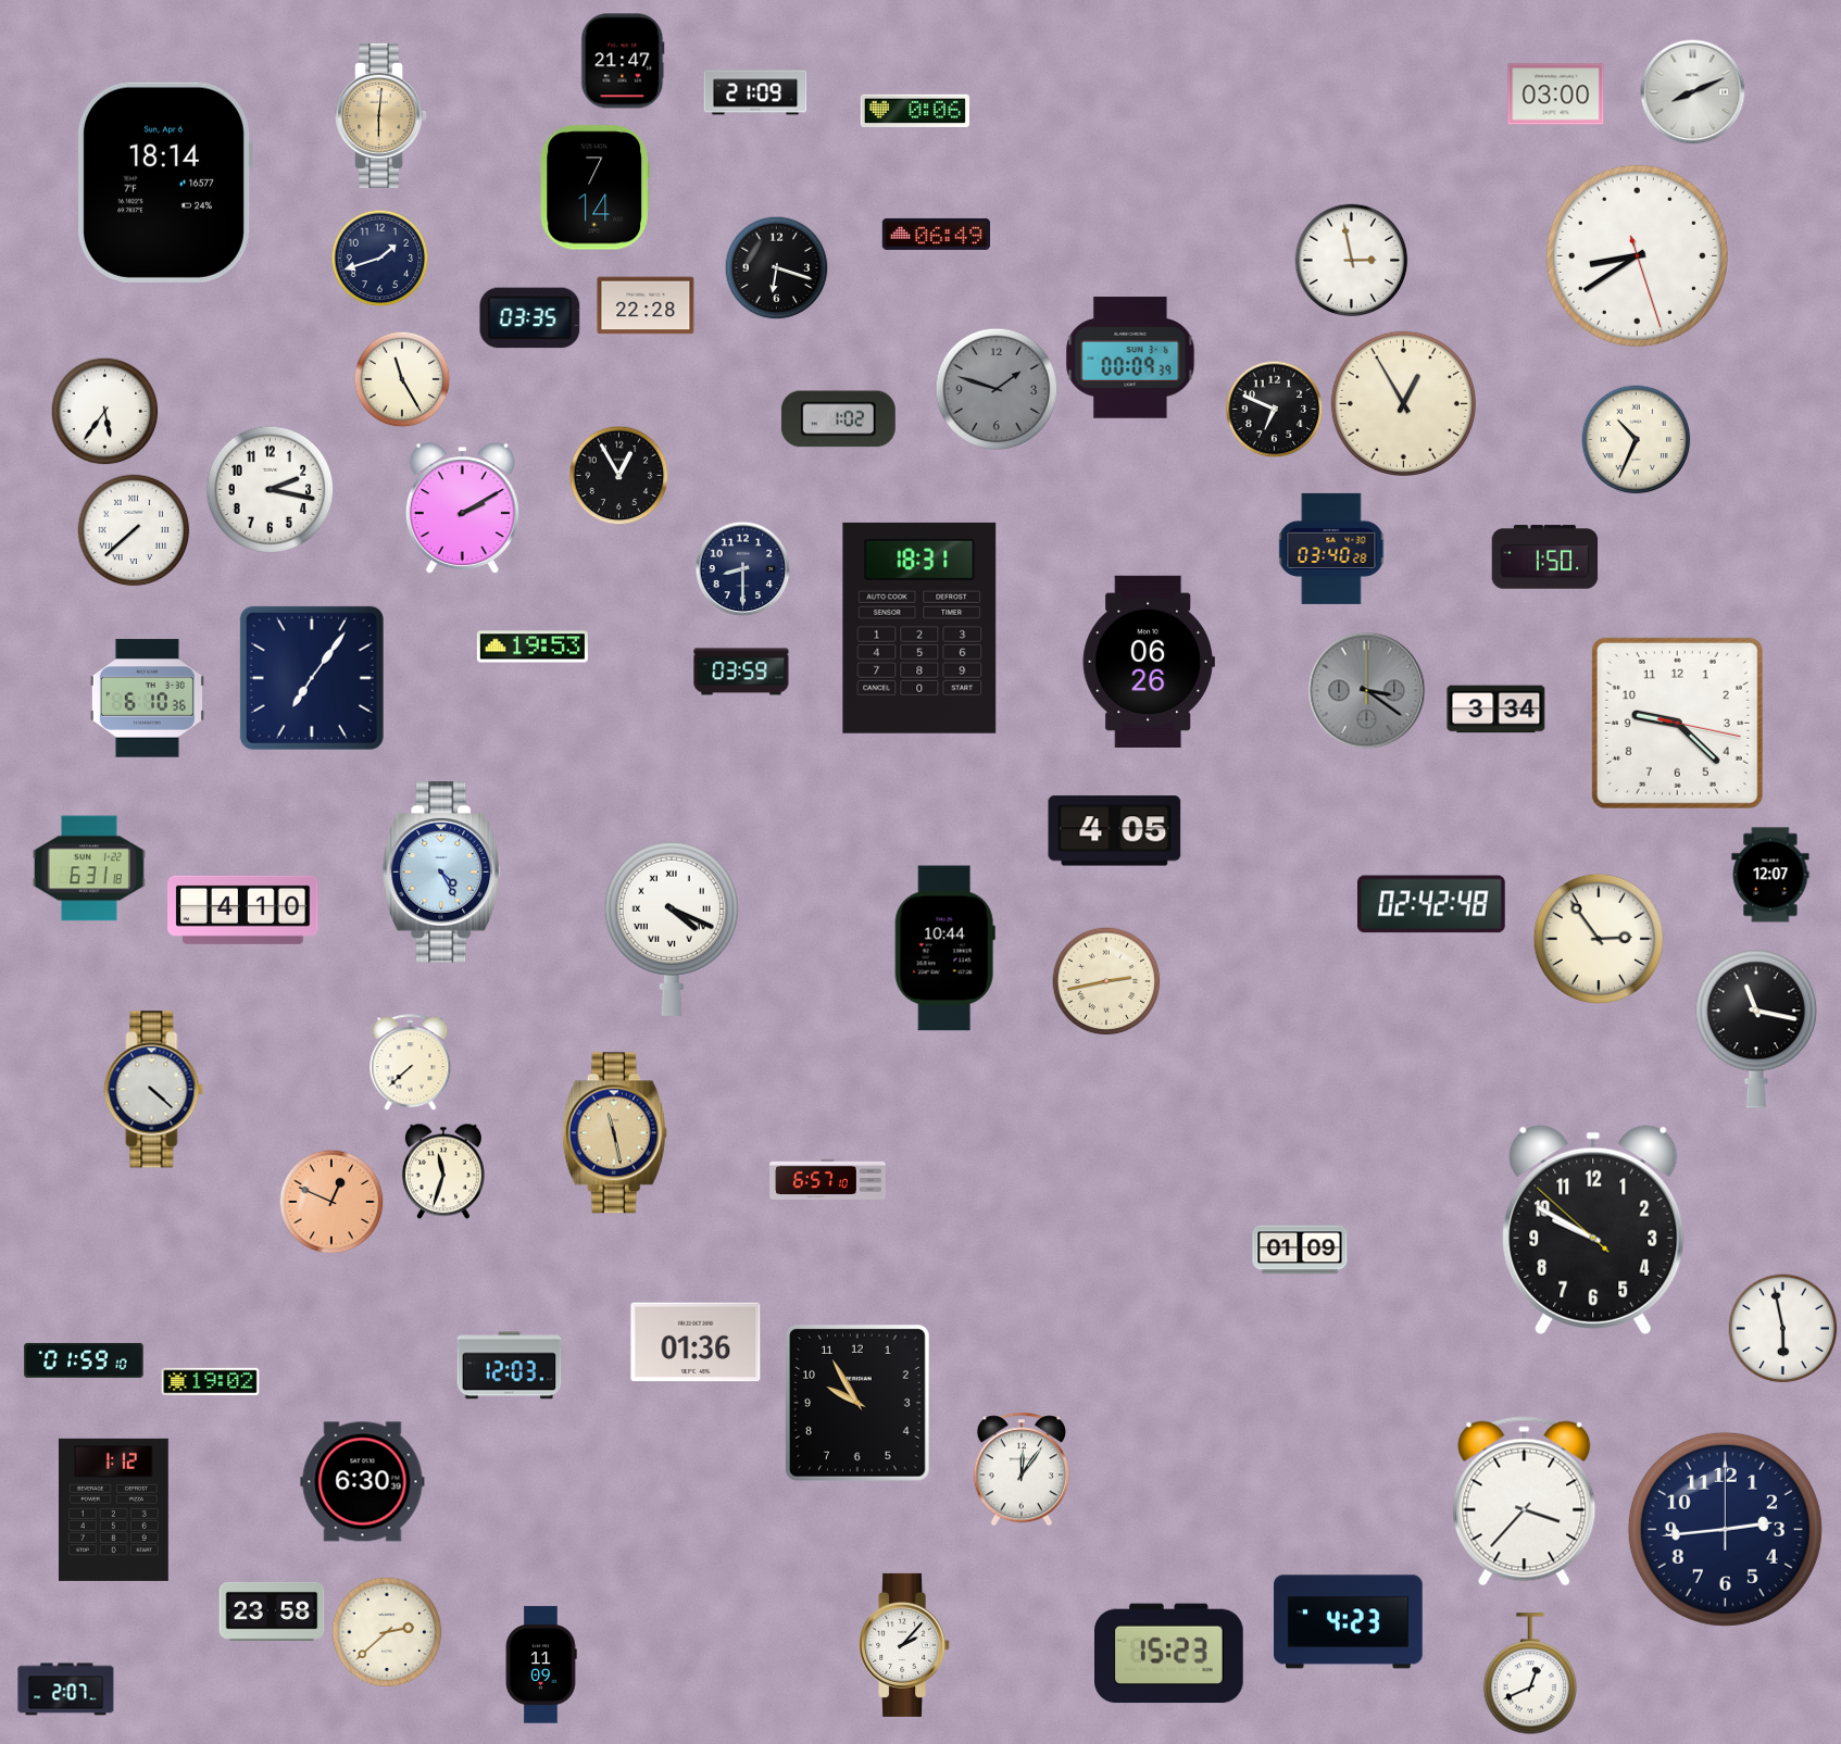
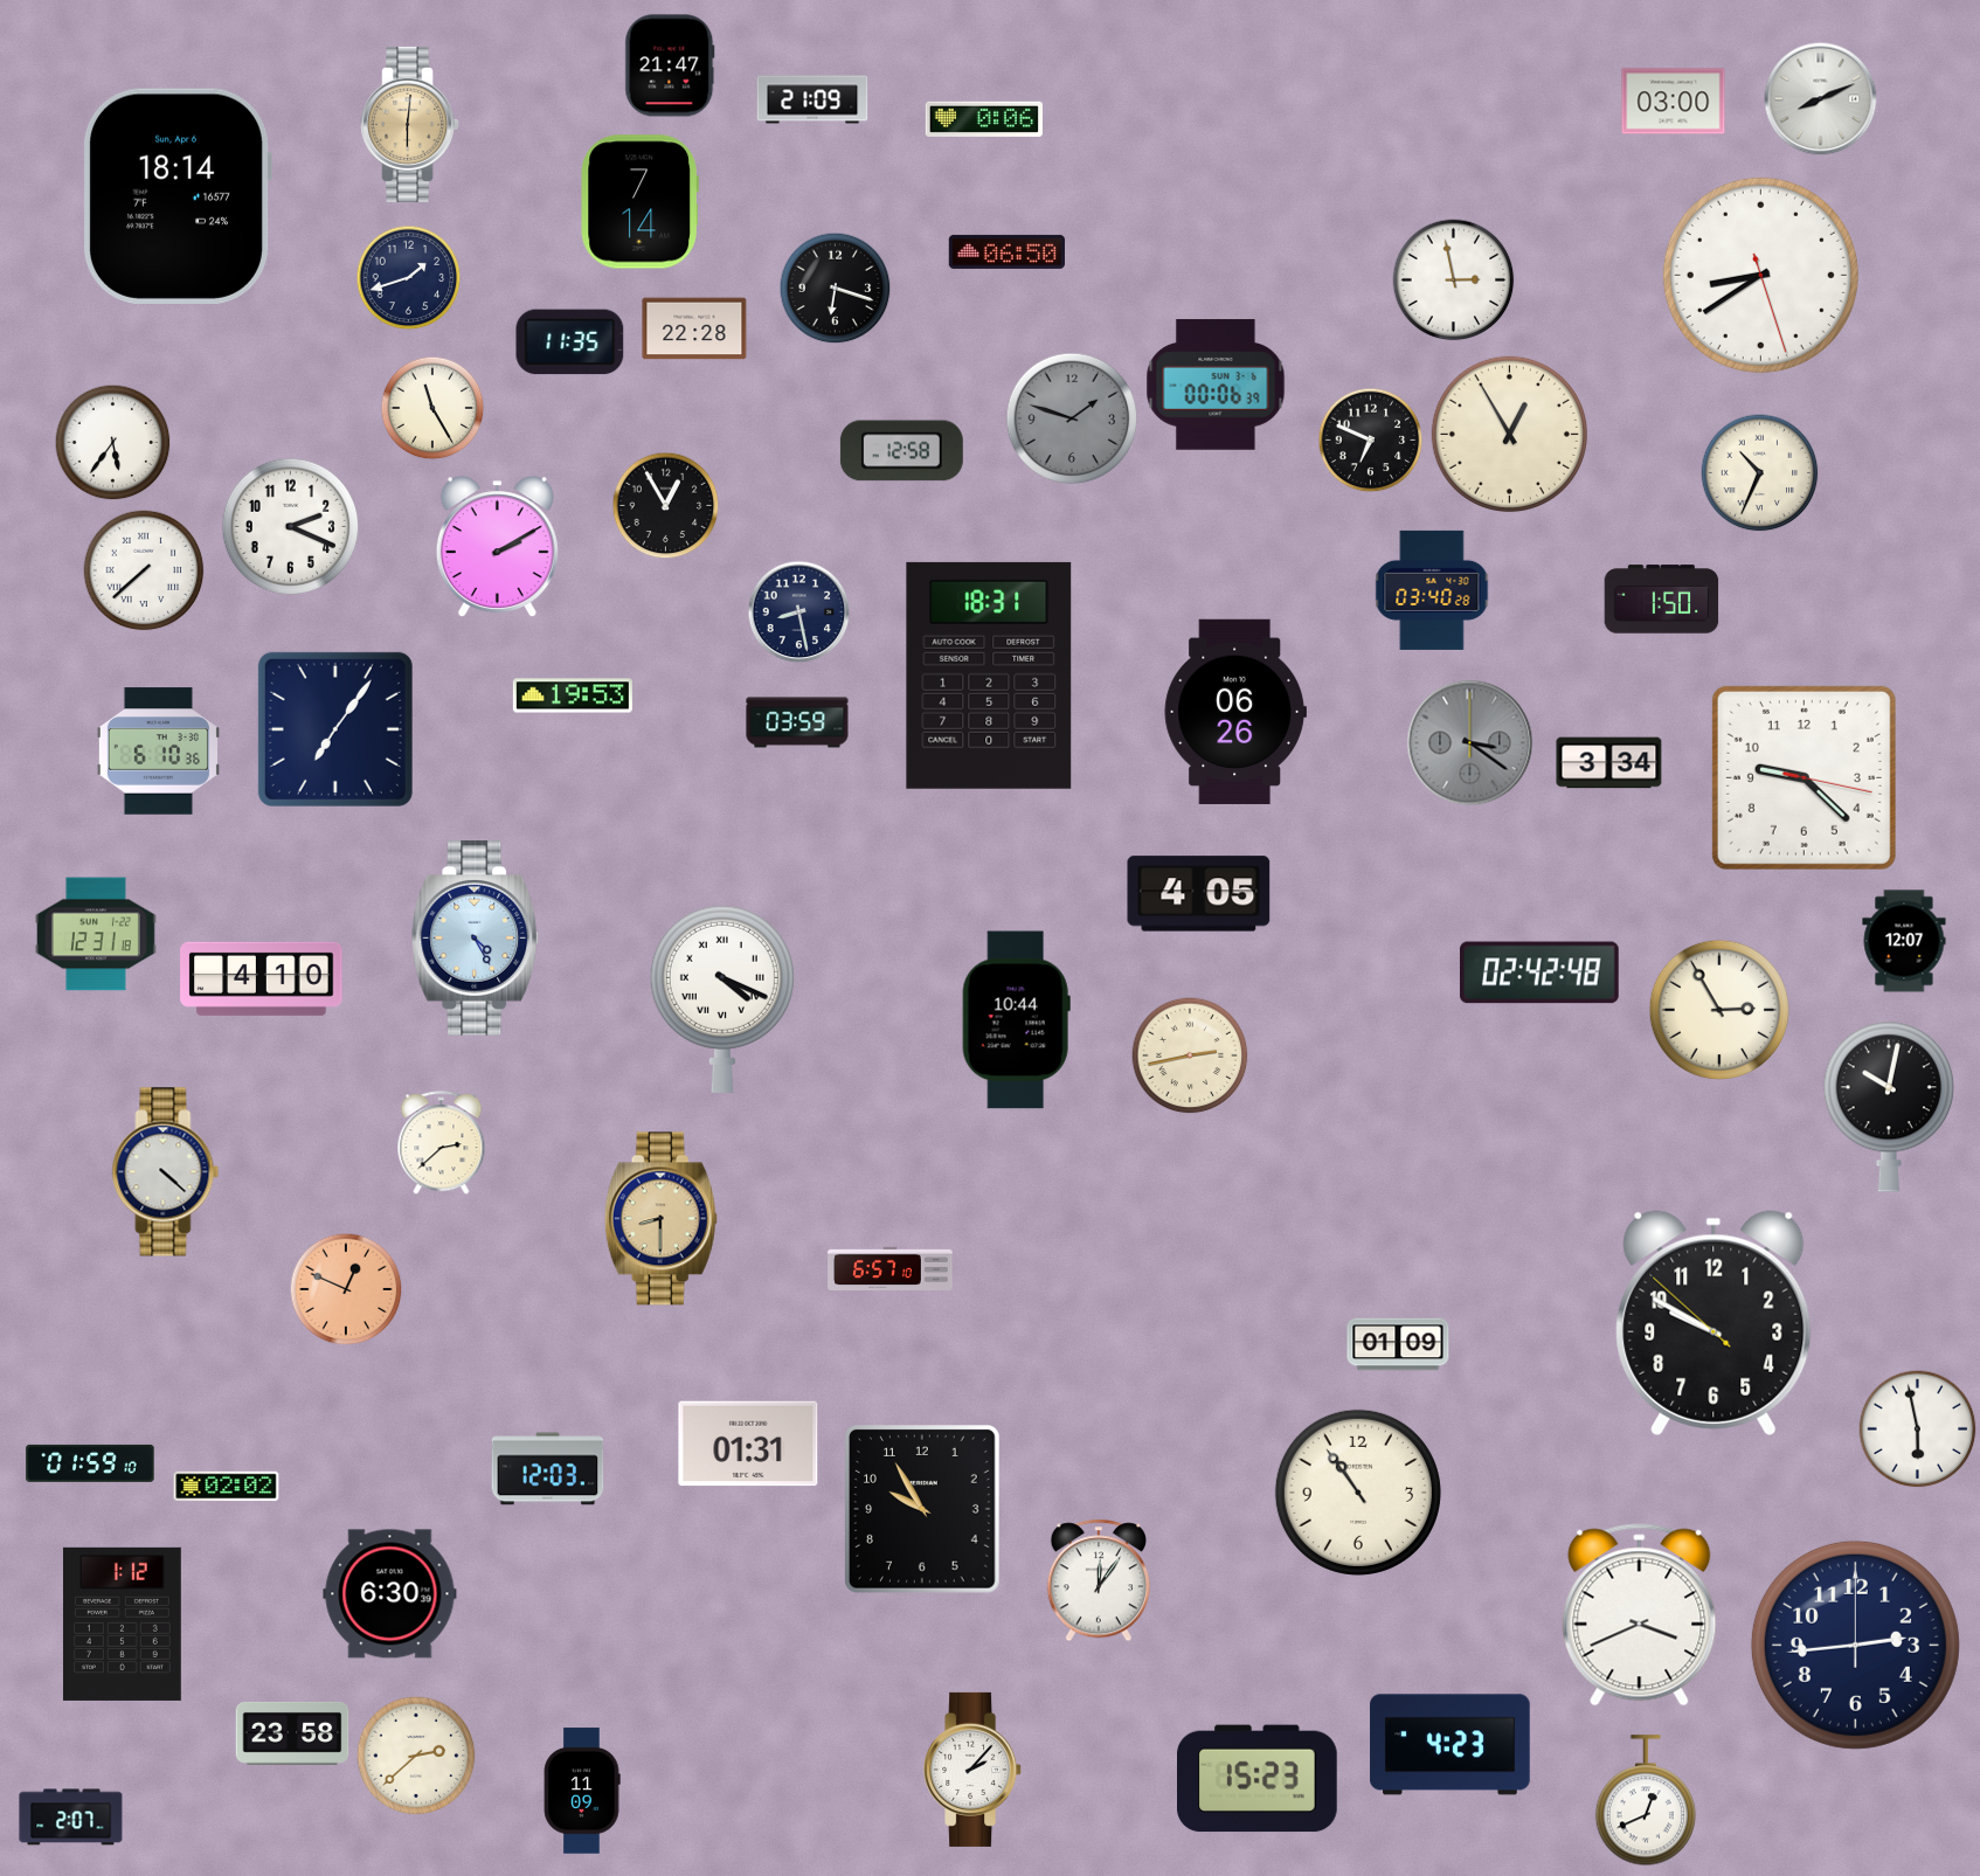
clock at (936, 234): 06:49 -> 06:50
clock at (530, 318): 03:35 -> 11:35
clock at (1130, 357): 00:09 -> 00:06
clock at (838, 419): 1:02 -> 12:58
clock at (619, 476) position: (619, 476) -> (666, 506)
clock at (271, 490): 2:17 -> 2:19
clock at (743, 569): 8:30 -> 8:28
clock at (89, 868): 6:31 -> 12:31
clock at (1599, 939): 2:54 -> 2:55
clock at (1756, 1029): 11:17 -> 10:02
clock at (411, 1063): 7:38 -> 2:38
clock at (614, 1133): 11:28 -> 8:30
clock at (443, 1171): 11:33 -> none
clock at (331, 1202) position: (331, 1202) -> (346, 1289)
clock at (696, 1342): 01:36 -> 01:31
clock at (211, 1382): 19:02 -> 02:02
clock at (1358, 1493): none -> 10:54
clock at (1525, 1502): 3:37 -> 3:41
